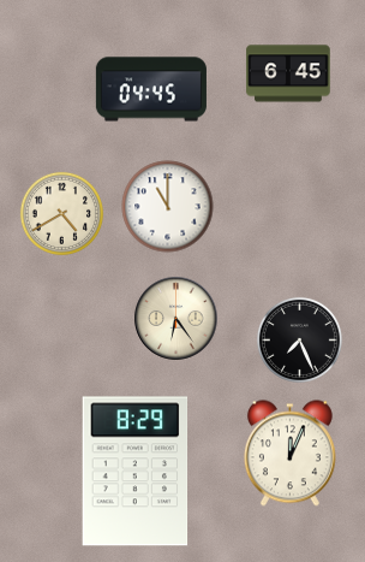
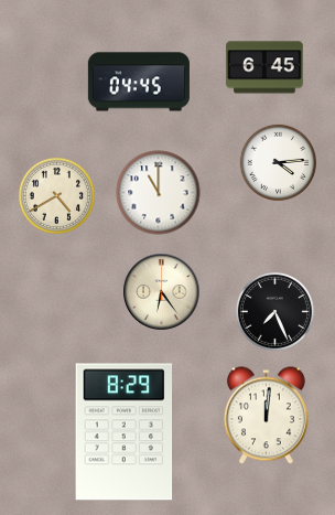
clock at (278, 162): none -> 4:14
clock at (168, 207) position: (168, 207) -> (159, 193)
clock at (289, 454): 12:04 -> 12:01
